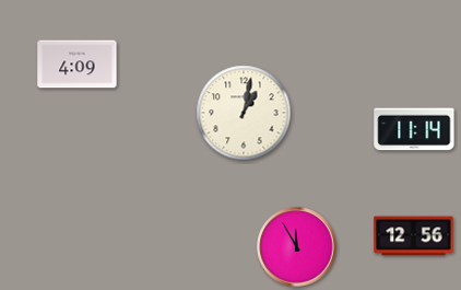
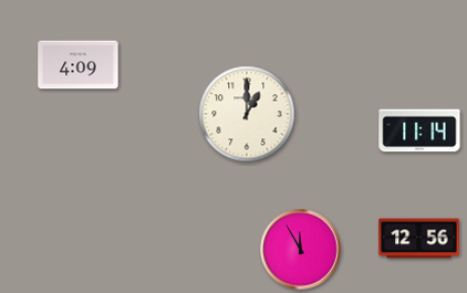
clock at (244, 113): 1:02 -> 1:00
